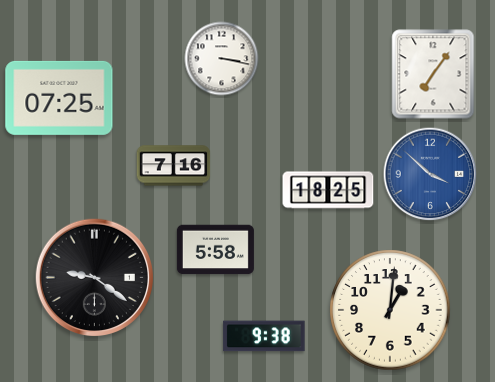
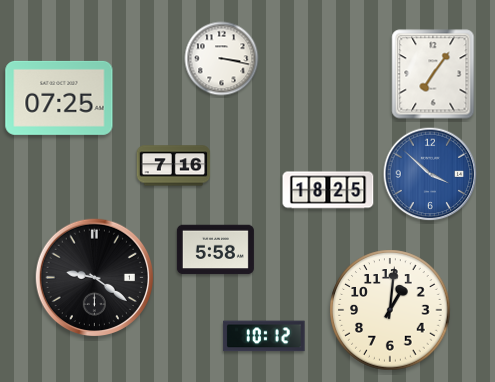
clock at (264, 336): 9:38 -> 10:12
